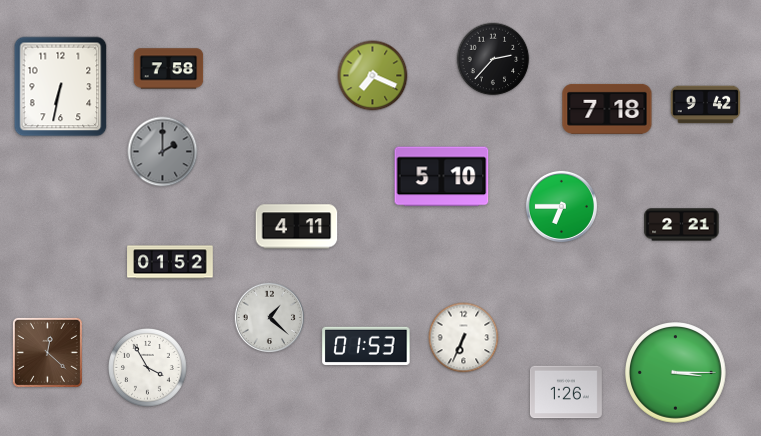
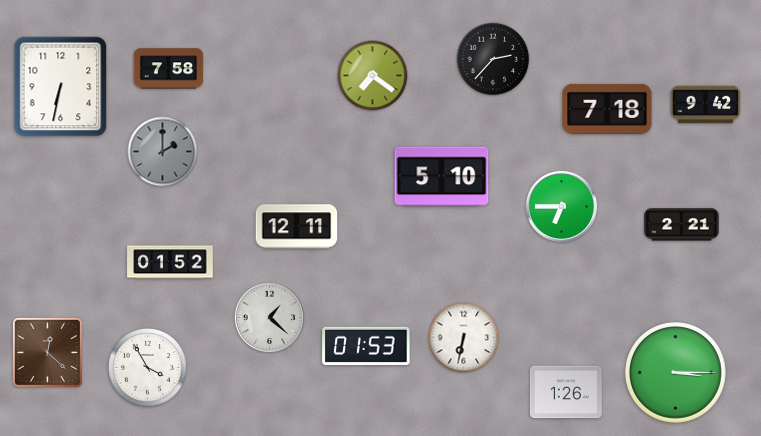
clock at (373, 76): 7:19 -> 7:21
clock at (297, 227): 4:11 -> 12:11
clock at (464, 338): 6:34 -> 6:32
